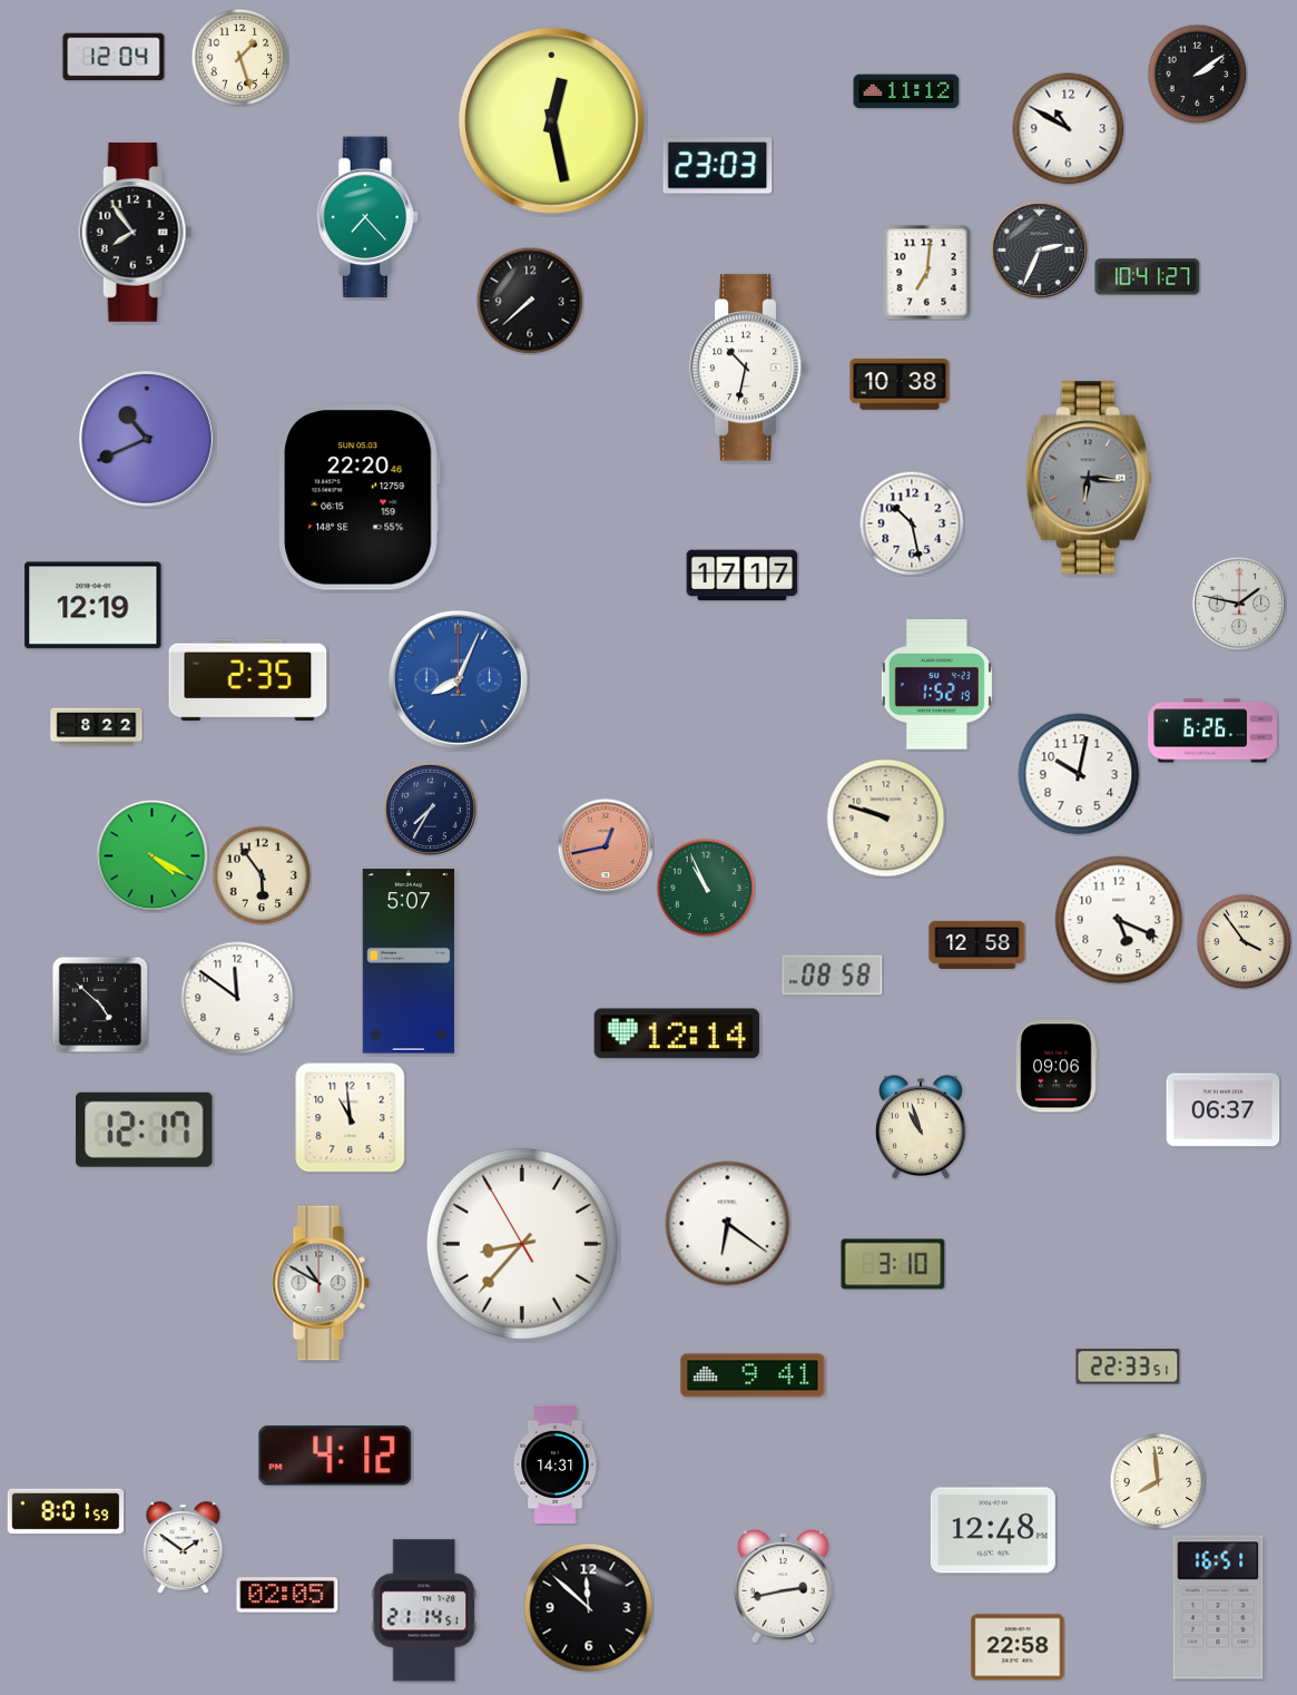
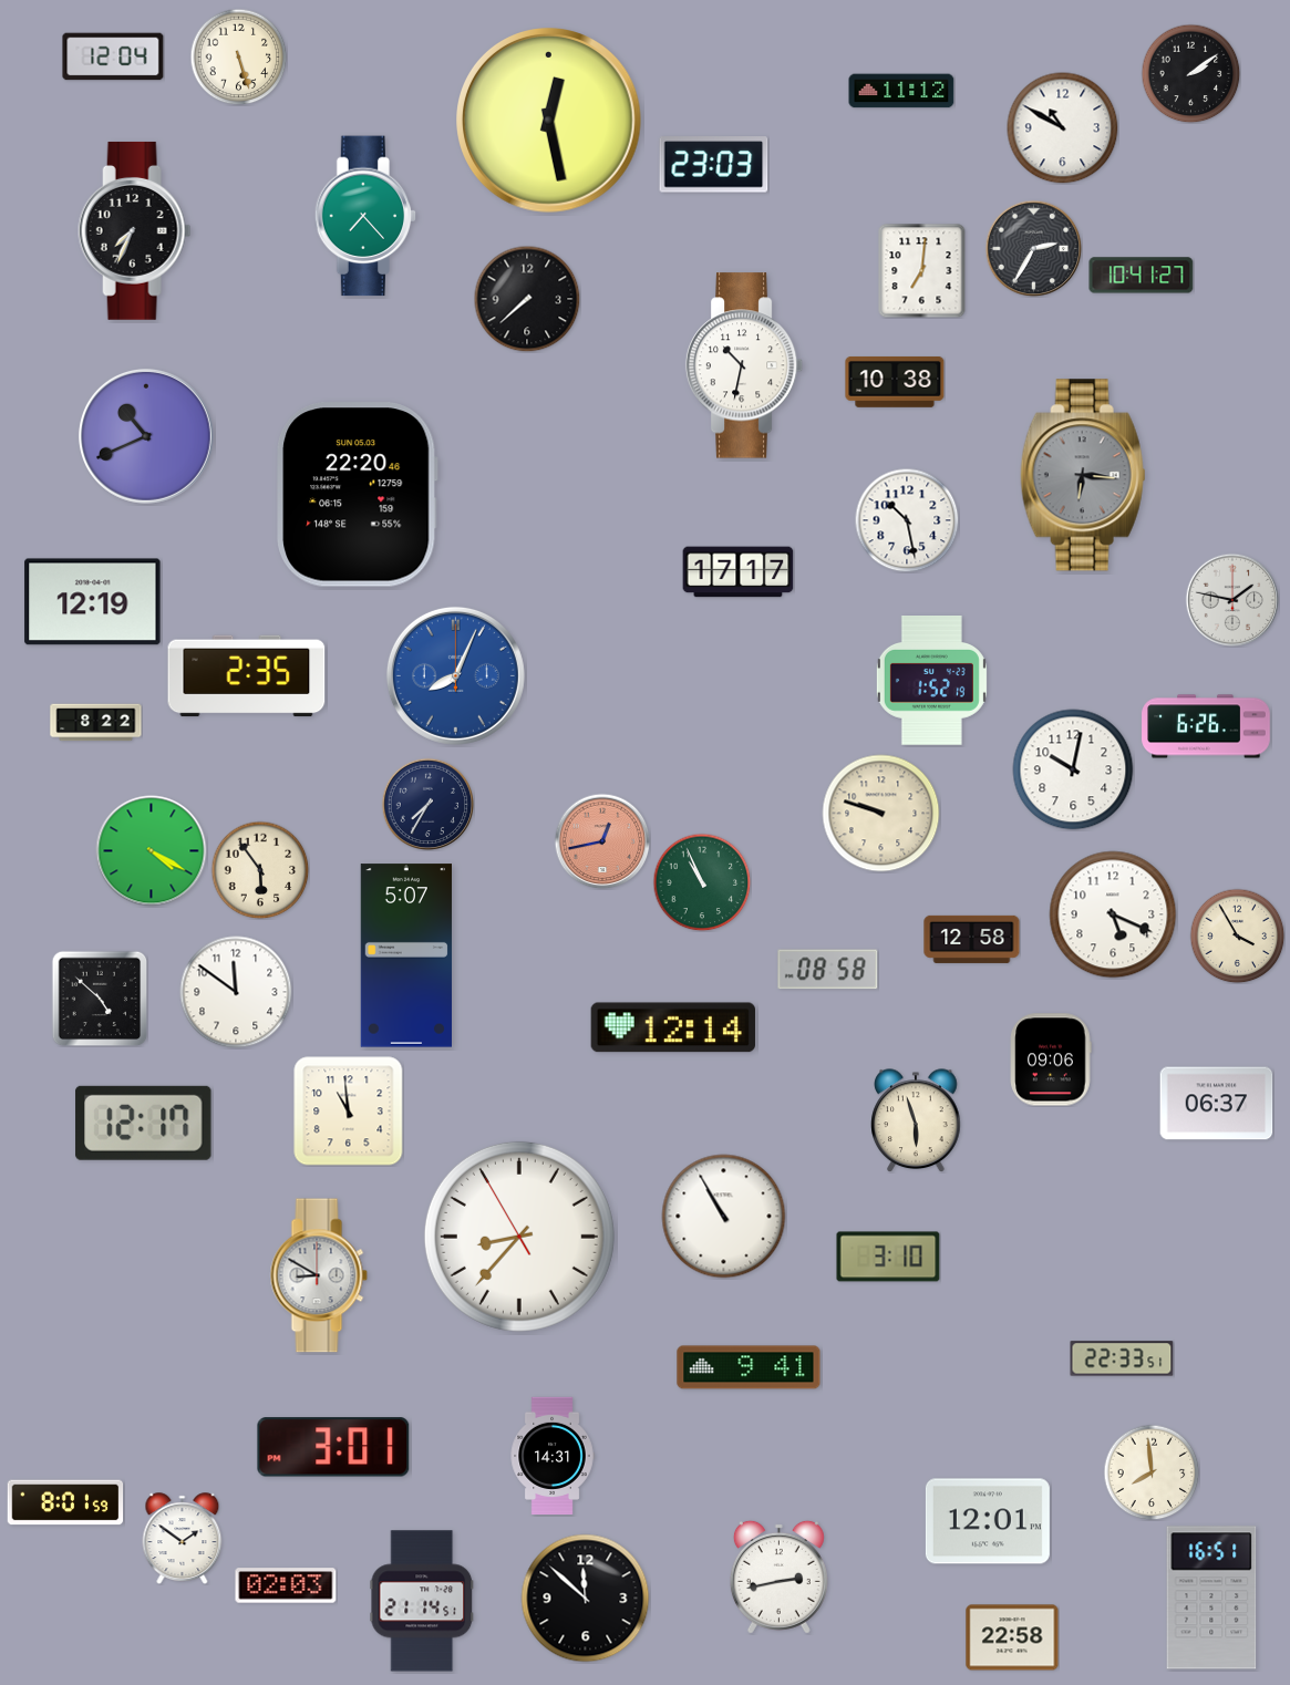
clock at (239, 57): 1:27 -> 5:27
clock at (136, 232): 7:54 -> 7:34
clock at (1039, 249): 2:34 -> 2:35
clock at (1244, 941): 3:54 -> 3:55
clock at (921, 1127): 10:57 -> 5:57
clock at (728, 1224): 6:21 -> 10:55
clock at (321, 1283): 10:50 -> 8:50
clock at (335, 1456): 4:12 -> 3:01
clock at (993, 1530): 12:48 -> 12:01
clock at (287, 1595): 02:05 -> 02:03
